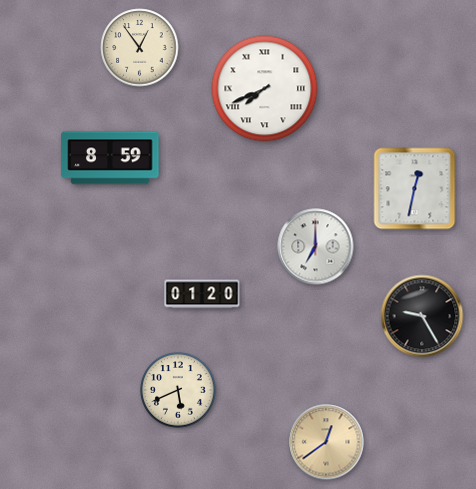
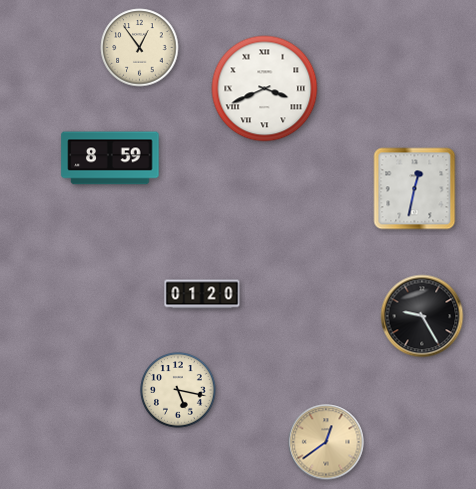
clock at (265, 89): 7:41 -> 3:41
clock at (316, 247): 7:00 -> none
clock at (178, 390): 5:41 -> 5:17
